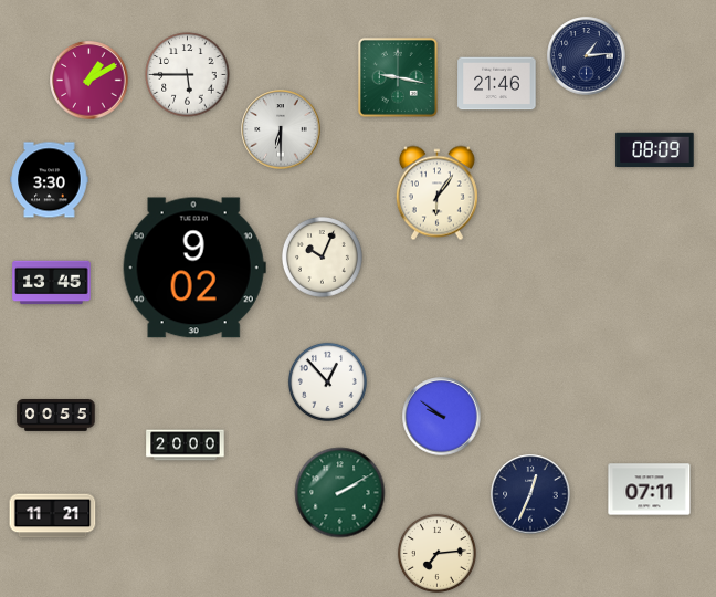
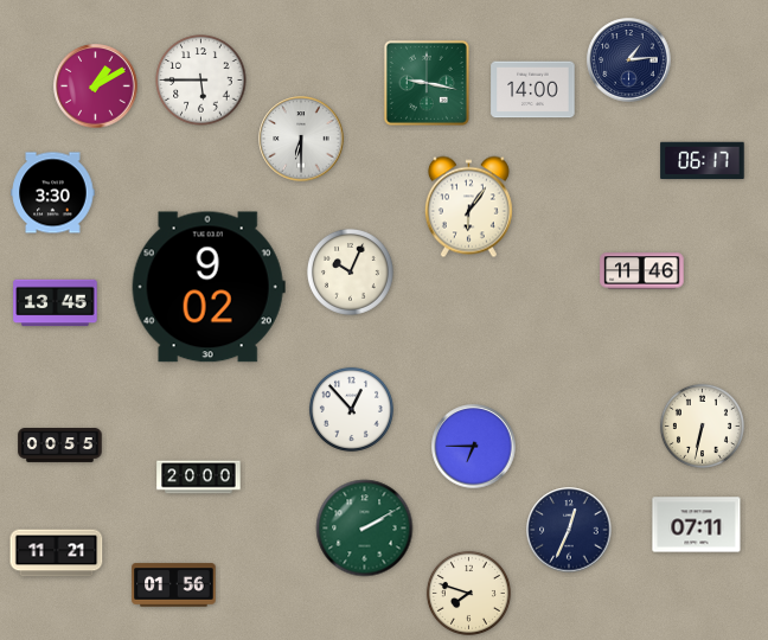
clock at (497, 84): 21:46 -> 14:00
clock at (655, 150): 08:09 -> 06:17
clock at (642, 271): none -> 11:46
clock at (322, 256) position: (322, 256) -> (350, 271)
clock at (702, 425): none -> 6:32
clock at (442, 417): 9:51 -> 6:45
clock at (174, 585): none -> 01:56
clock at (436, 553): 7:14 -> 7:48
